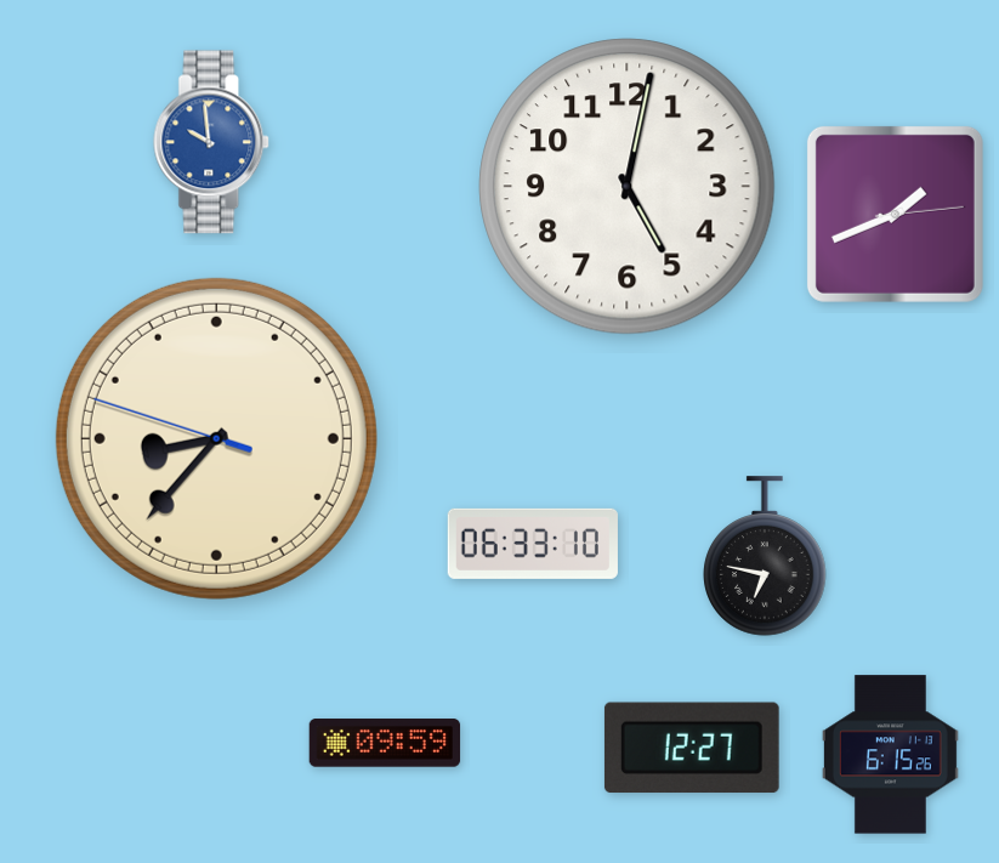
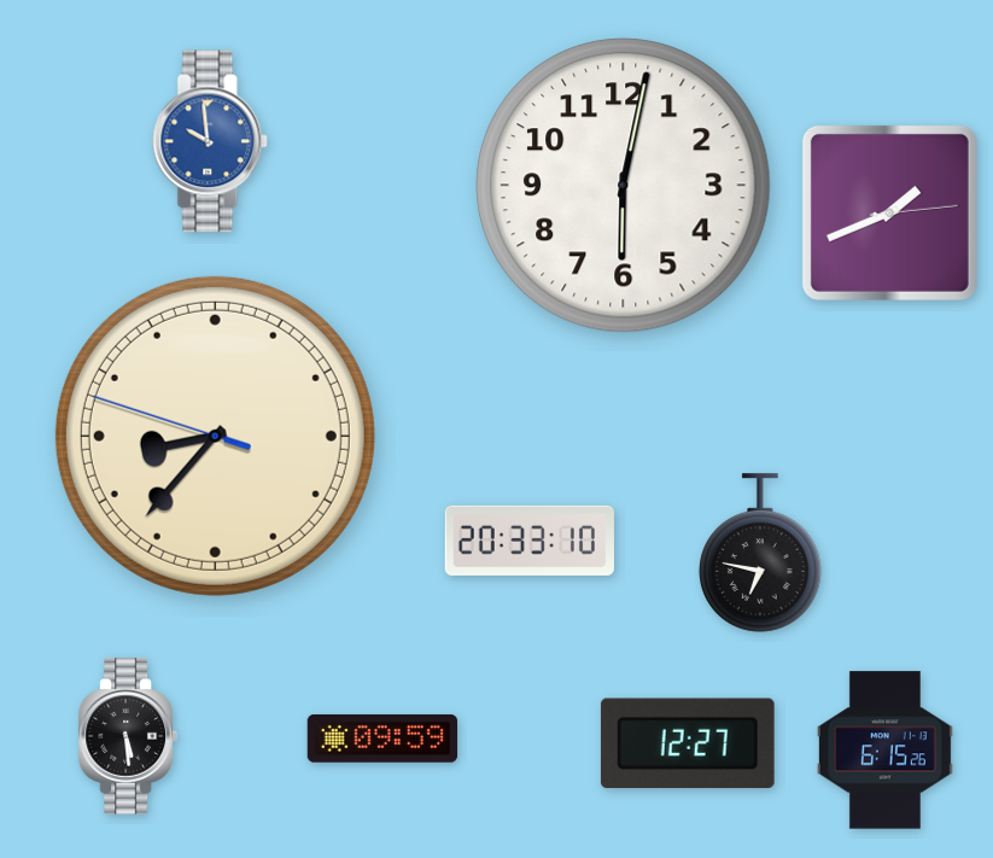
clock at (628, 187): 5:02 -> 6:02
clock at (533, 544): 06:33 -> 20:33
clock at (128, 736): none -> 5:29
